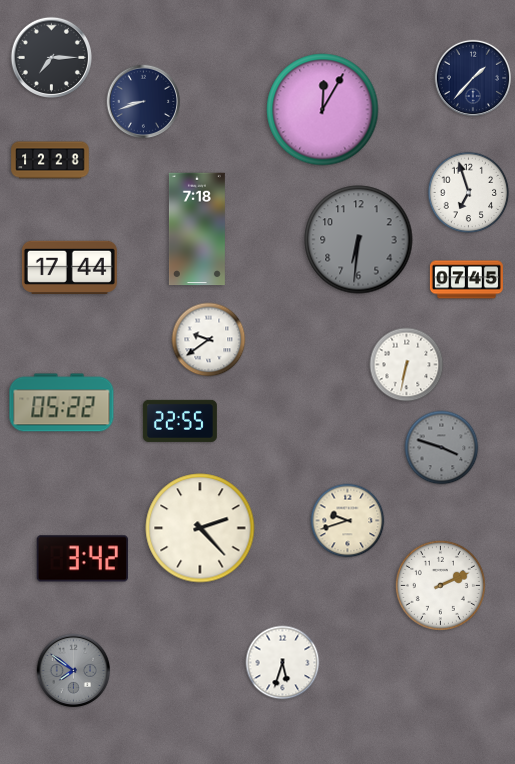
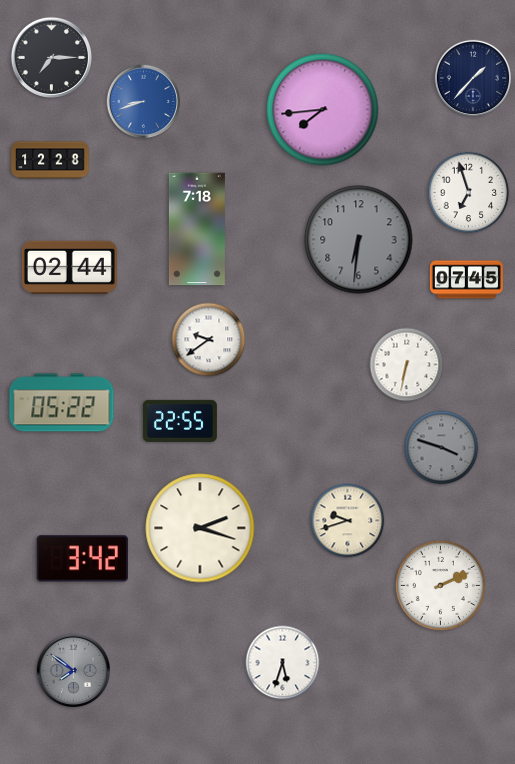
clock at (144, 102) dial: navy -> blue
clock at (323, 110): 12:05 -> 7:44
clock at (69, 267): 17:44 -> 02:44
clock at (200, 528): 2:23 -> 2:18
